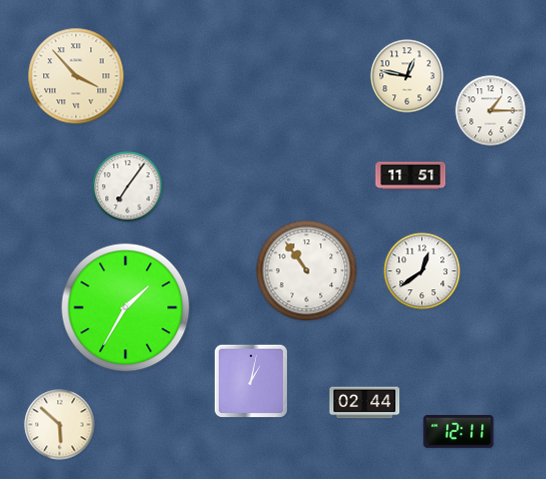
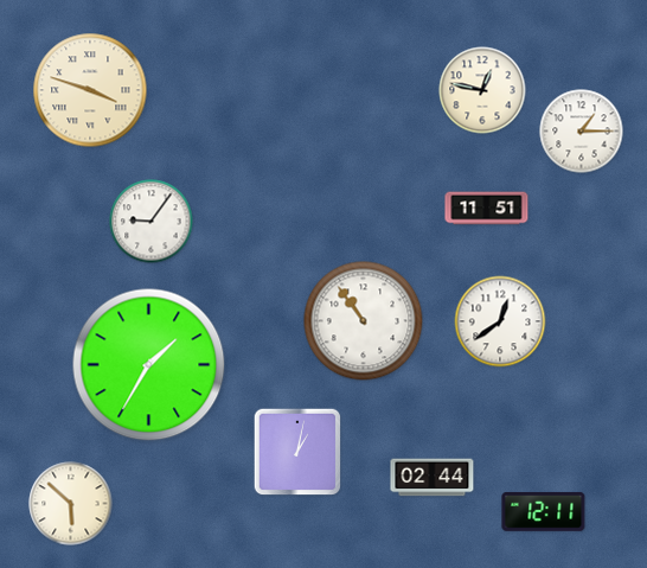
clock at (76, 76): 3:53 -> 3:48
clock at (128, 187): 7:06 -> 9:06
